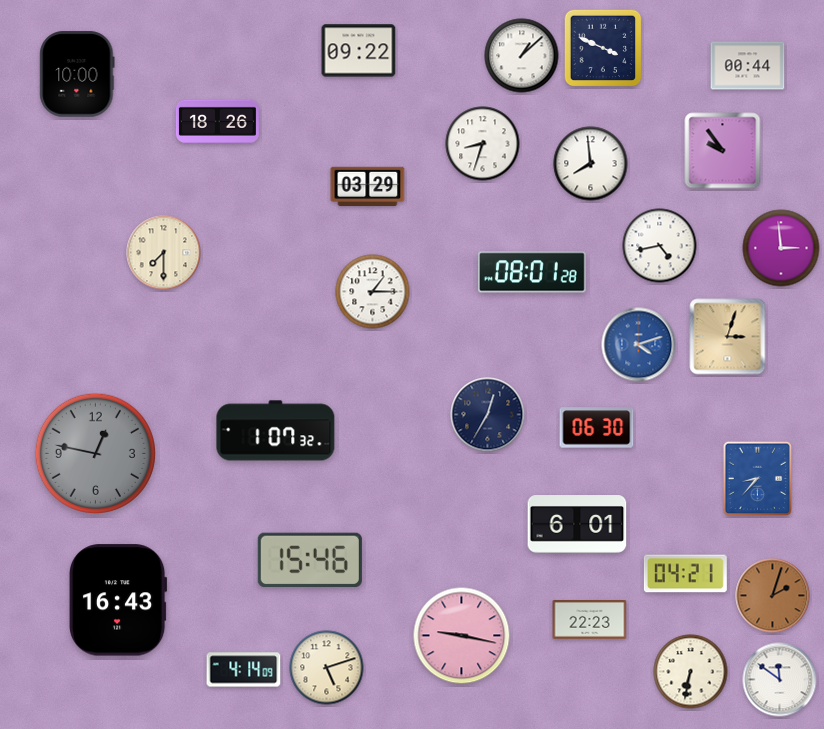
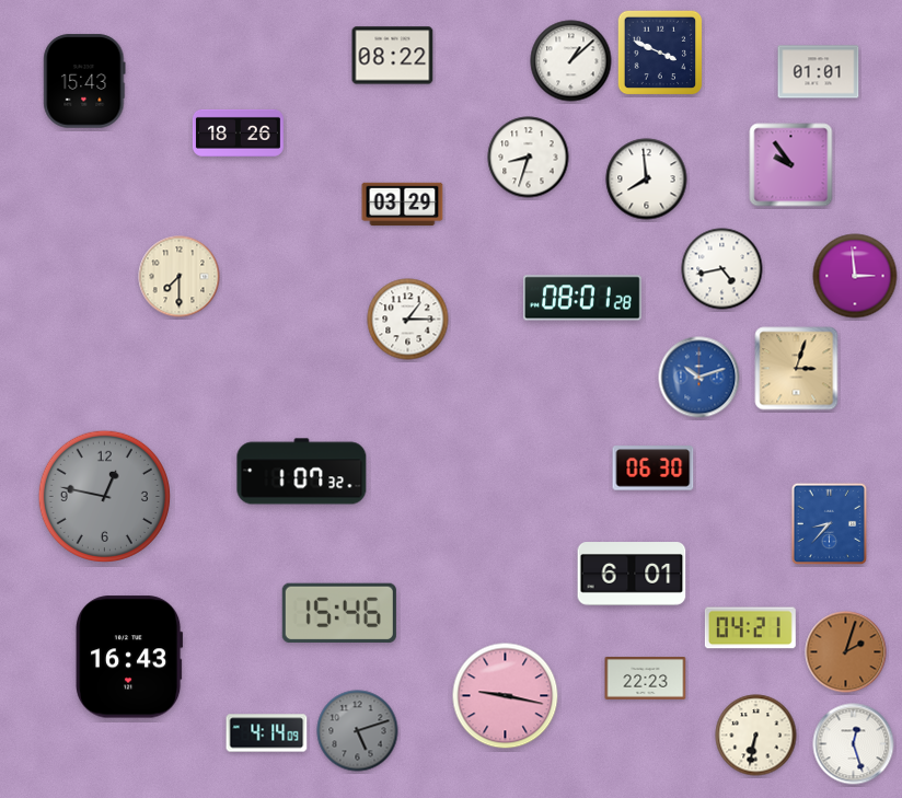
clock at (359, 51): 09:22 -> 08:22
clock at (748, 66): 00:44 -> 01:01
clock at (77, 74): 10:00 -> 15:43
clock at (781, 248) position: (781, 248) -> (855, 276)
clock at (639, 345): 4:12 -> 10:12
clock at (488, 415): 12:35 -> none
clock at (327, 668) dial: cream -> grey
clock at (780, 680): 11:51 -> 12:27
